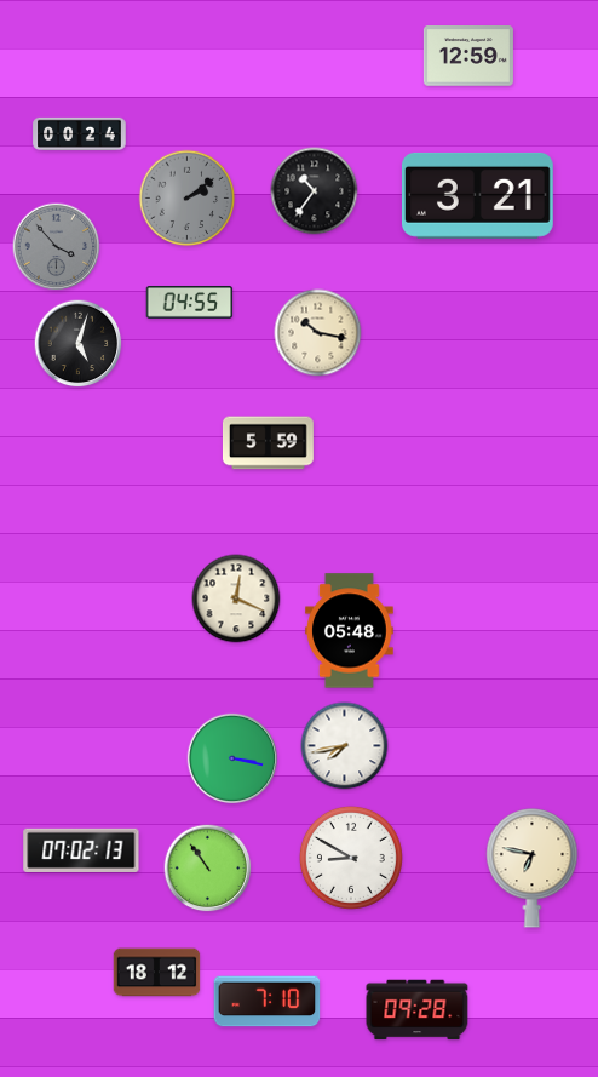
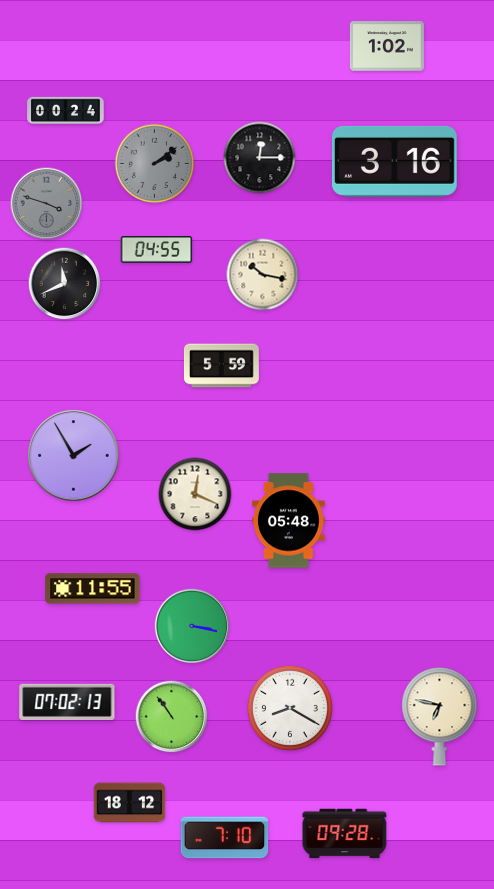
clock at (468, 56): 12:59 -> 1:02
clock at (315, 191): 10:36 -> 12:15
clock at (477, 195): 3:21 -> 3:16
clock at (57, 247): 3:53 -> 3:48
clock at (79, 344): 5:03 -> 11:41
clock at (74, 456): none -> 1:55
clock at (93, 589): none -> 11:55
clock at (345, 746): 7:43 -> none
clock at (351, 858): 8:50 -> 8:20
clock at (268, 1002) position: (268, 1002) -> (225, 838)
